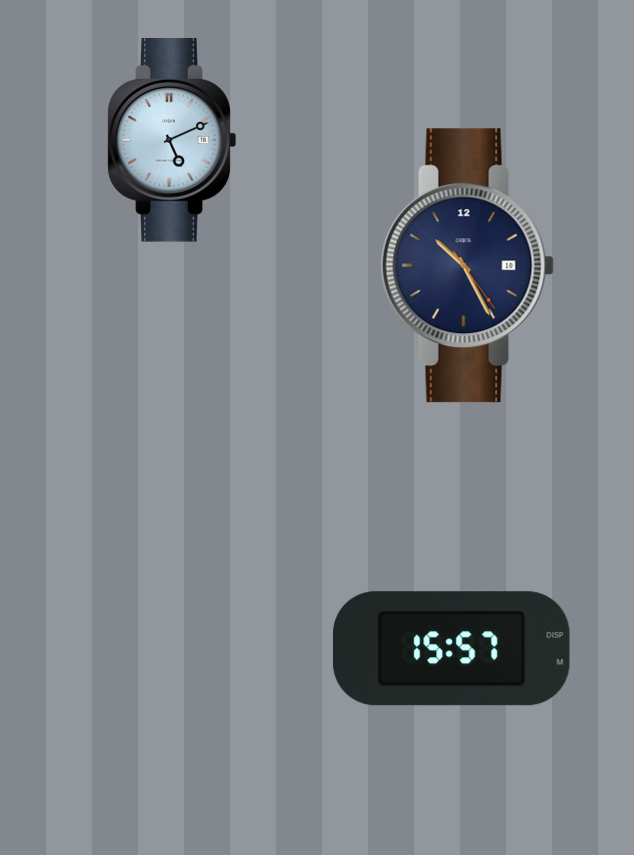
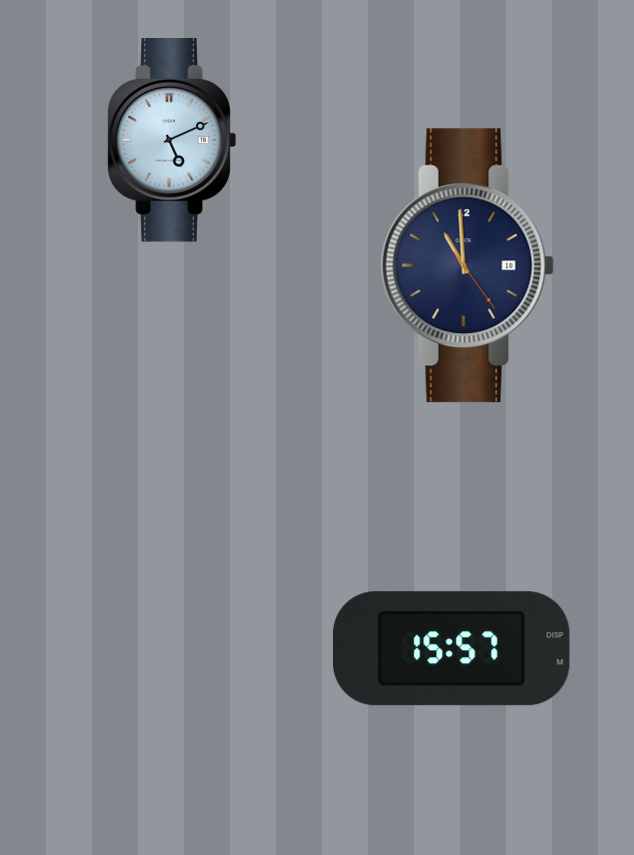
clock at (467, 266): 10:25 -> 10:59
